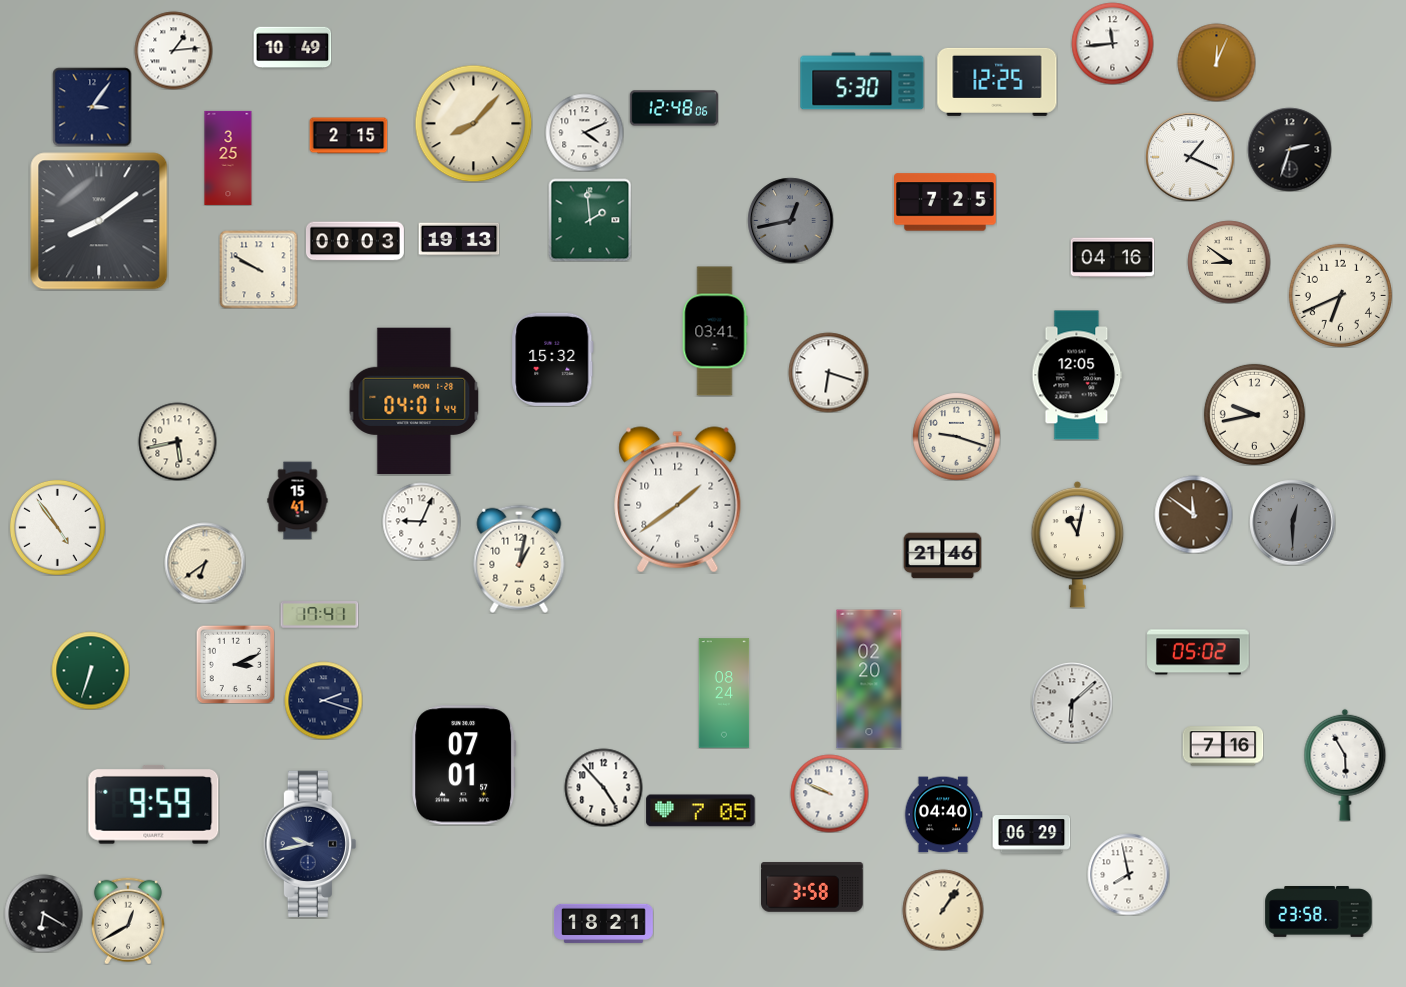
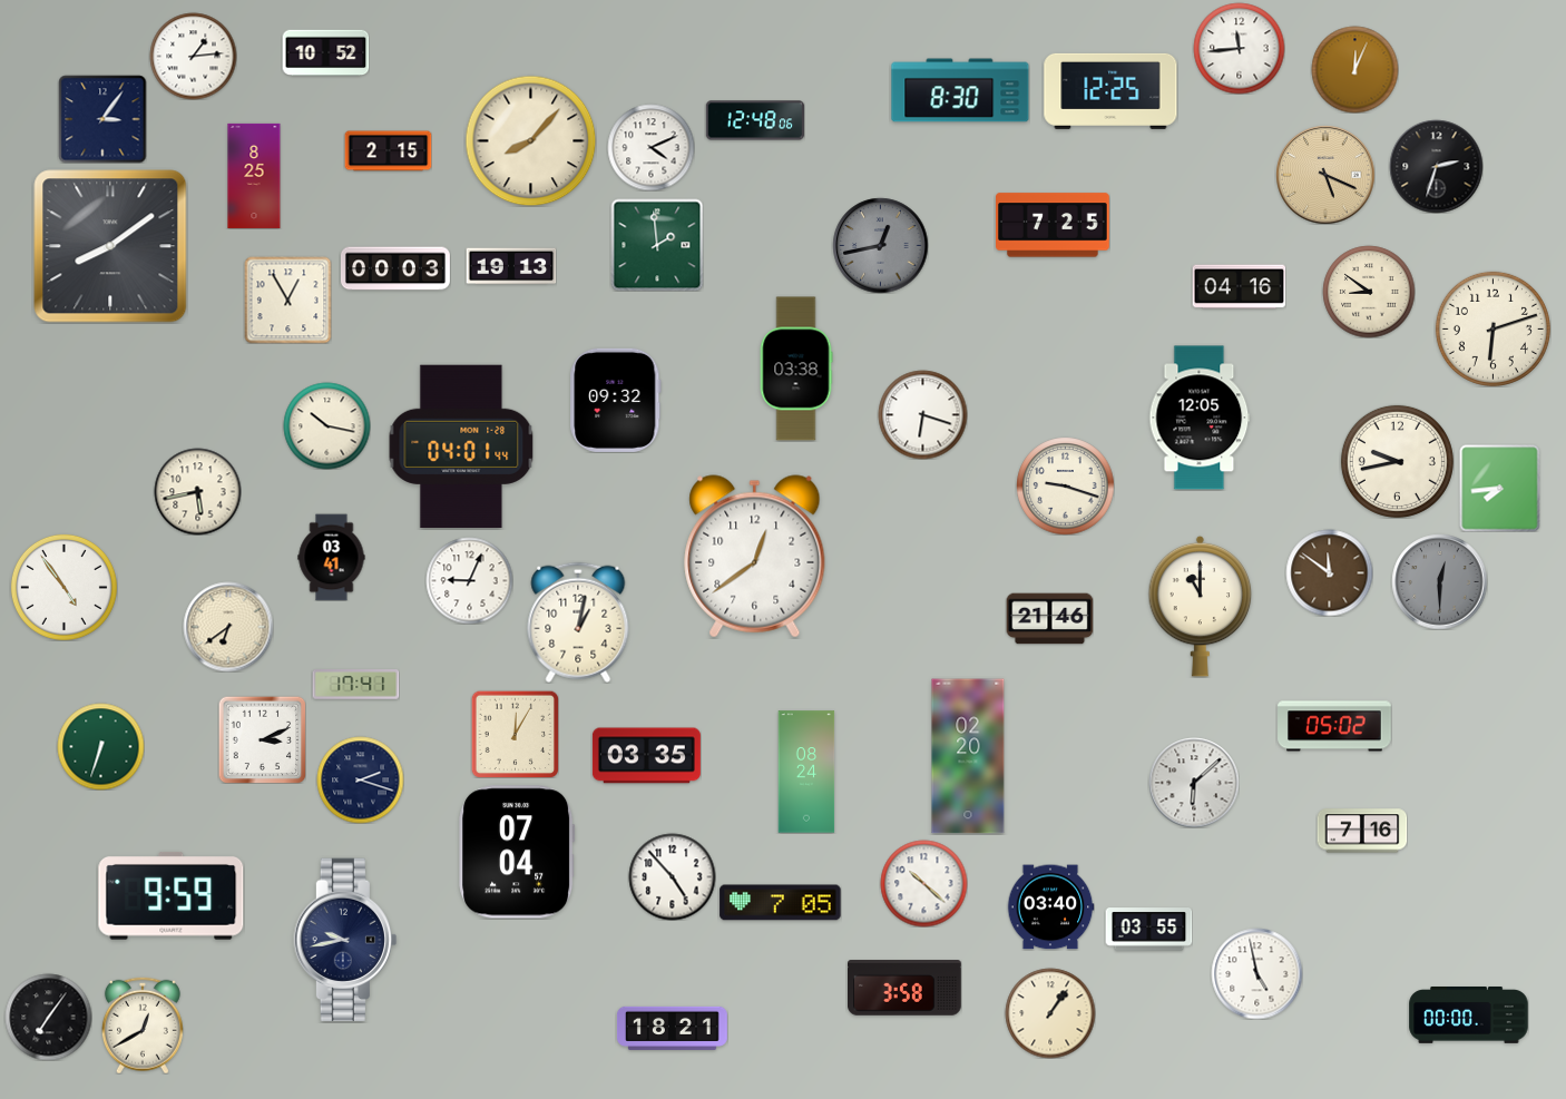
clock at (292, 48): 10:49 -> 10:52
clock at (862, 81): 5:30 -> 8:30
clock at (674, 108) position: (674, 108) -> (755, 120)
clock at (473, 123) position: (473, 123) -> (530, 140)
clock at (1190, 157): 1:19 -> 5:19
clock at (1190, 157) dial: white -> champagne
clock at (228, 158): 3:25 -> 8:25
clock at (258, 269): 9:50 -> 12:55
clock at (1340, 295): 6:41 -> 6:12
clock at (715, 331): 03:41 -> 03:38
clock at (553, 359): 15:32 -> 09:32
clock at (326, 425): none -> 10:17
clock at (1500, 488): none -> 7:44
clock at (298, 500): 15:41 -> 03:41
clock at (678, 500): 1:39 -> 12:39
clock at (1078, 544): 11:02 -> 11:00
clock at (515, 734): none -> 12:05
clock at (646, 756): none -> 03:35
clock at (464, 765): 07:01 -> 07:04
clock at (1345, 765): 5:55 -> none
clock at (829, 793): 9:49 -> 10:22
clock at (943, 815): 04:40 -> 03:40
clock at (1031, 835): 06:29 -> 03:55
clock at (1128, 874): 7:58 -> 4:58
clock at (1319, 912): 23:58 -> 00:00
clock at (43, 913): 6:20 -> 7:06
